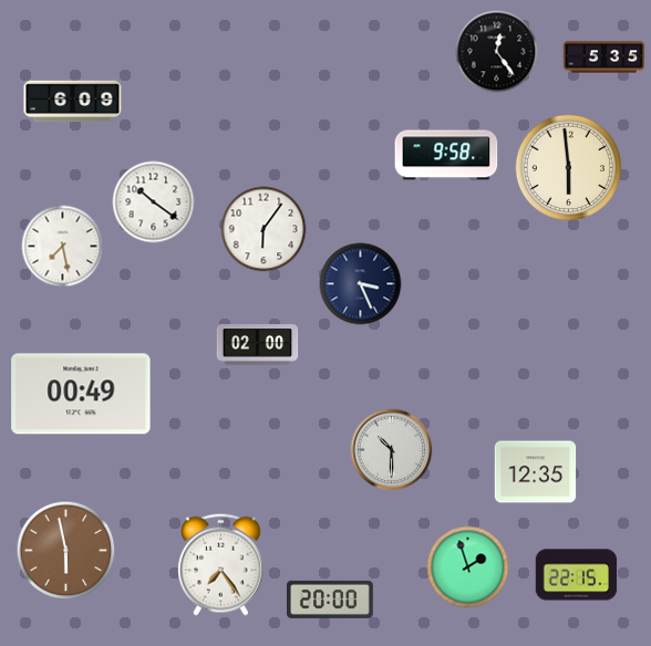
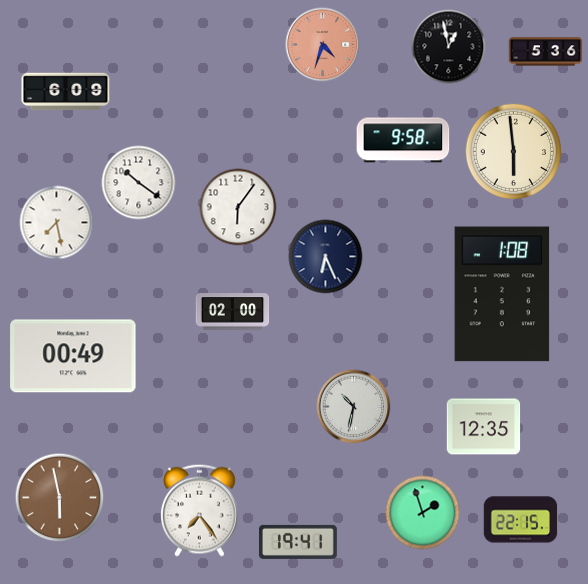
clock at (323, 45): none -> 4:33
clock at (497, 52): 12:24 -> 12:58
clock at (604, 58): 5:35 -> 5:36
clock at (361, 284): 3:26 -> 6:26
clock at (502, 294): none -> 1:08
clock at (392, 450): 10:30 -> 10:32
clock at (330, 600): 20:00 -> 19:41
